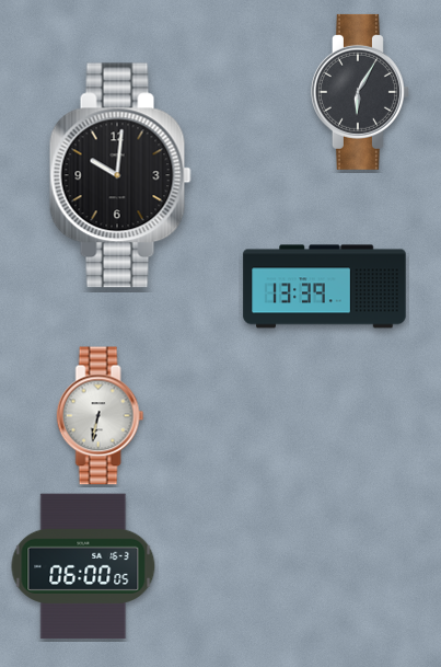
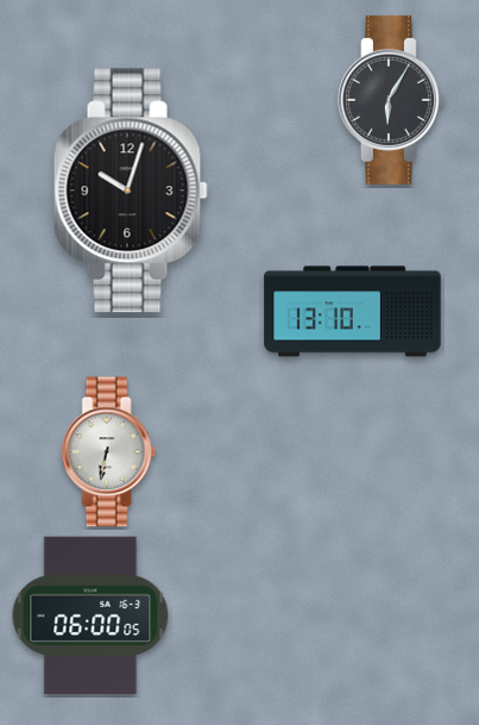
clock at (120, 175): 10:01 -> 10:03
clock at (325, 287): 13:39 -> 13:10
